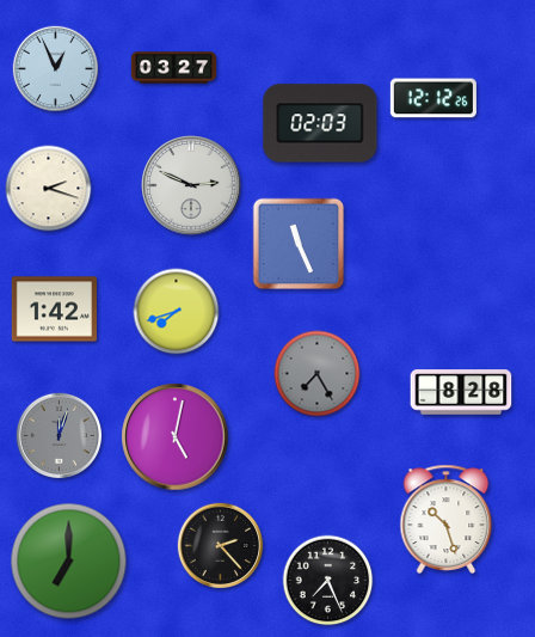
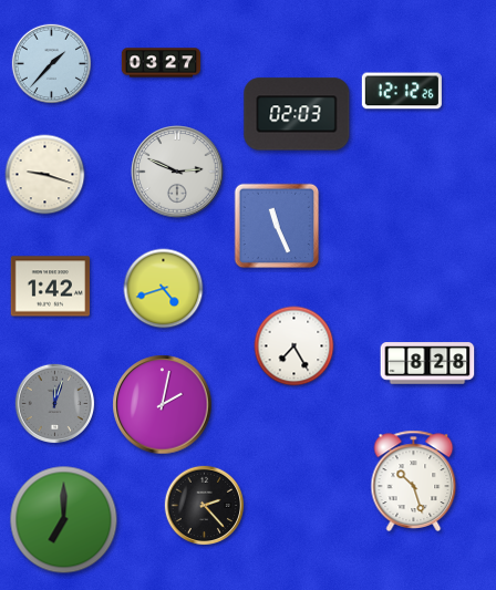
clock at (56, 69): 12:56 -> 1:37
clock at (49, 189): 2:18 -> 9:18
clock at (177, 312): 7:42 -> 4:42
clock at (318, 374) dial: grey -> white
clock at (176, 437): 5:02 -> 2:02
clock at (328, 581): 7:26 -> none
